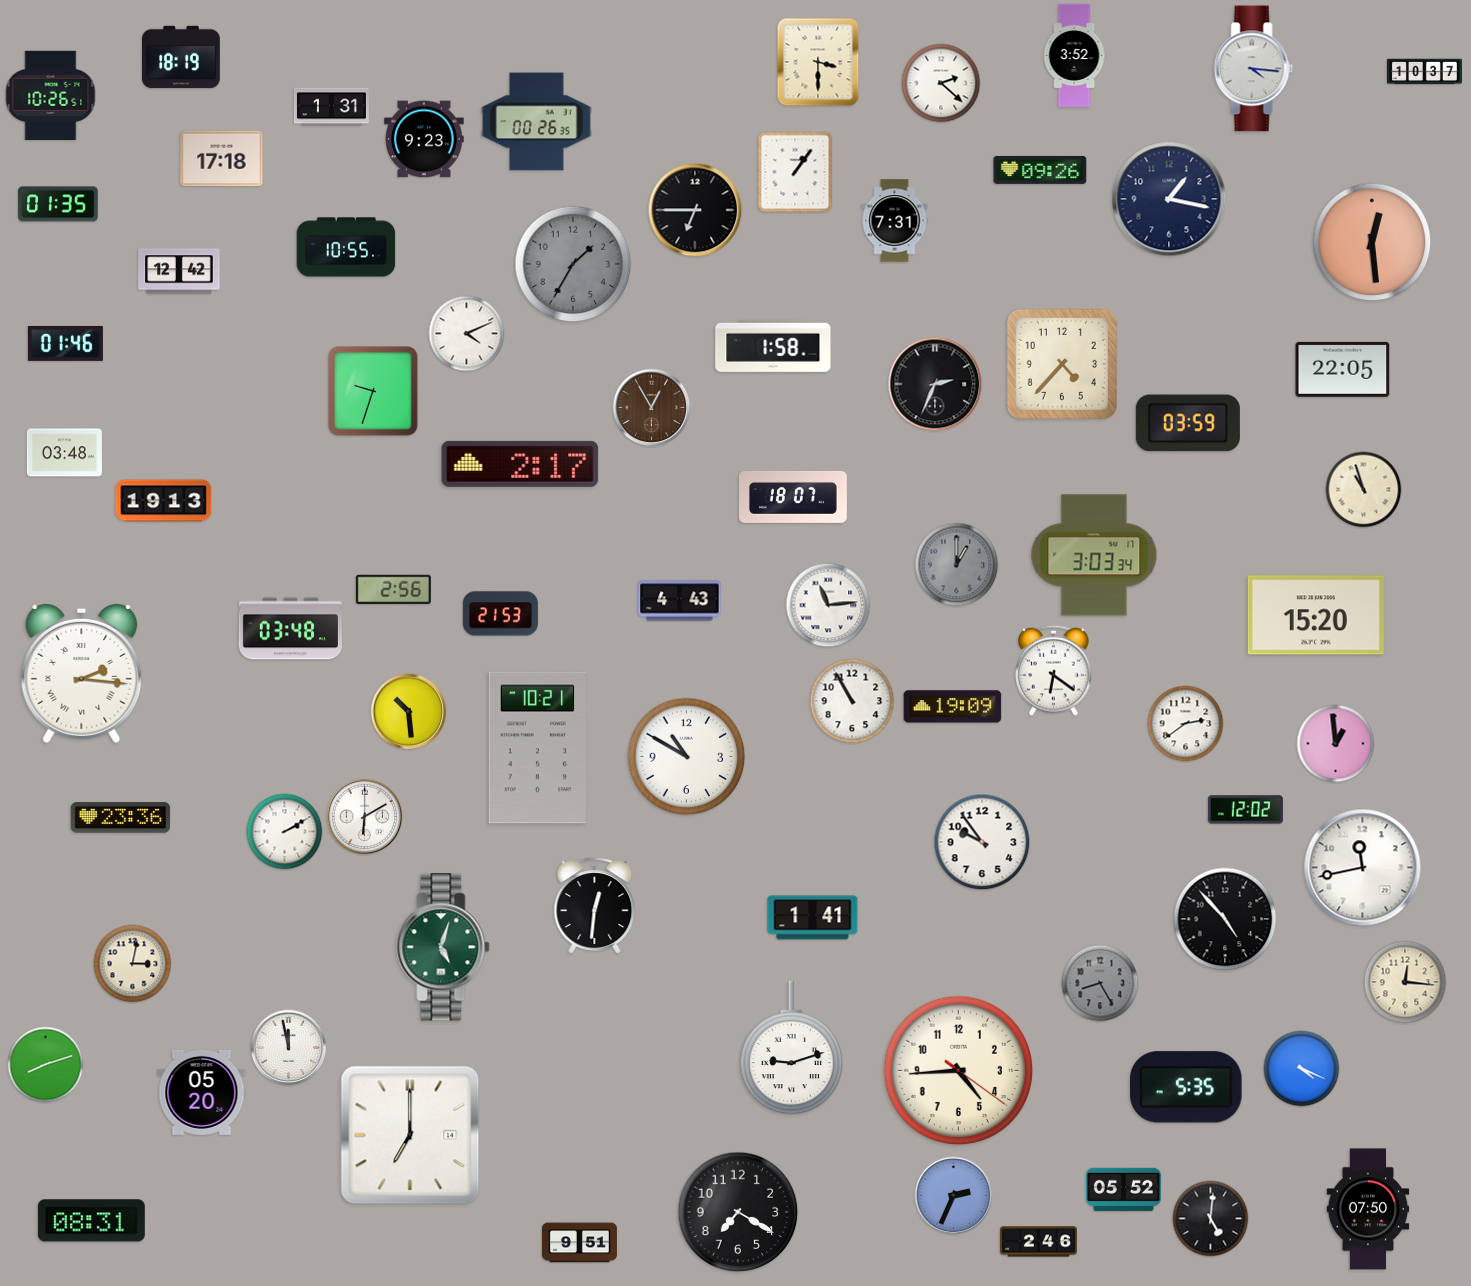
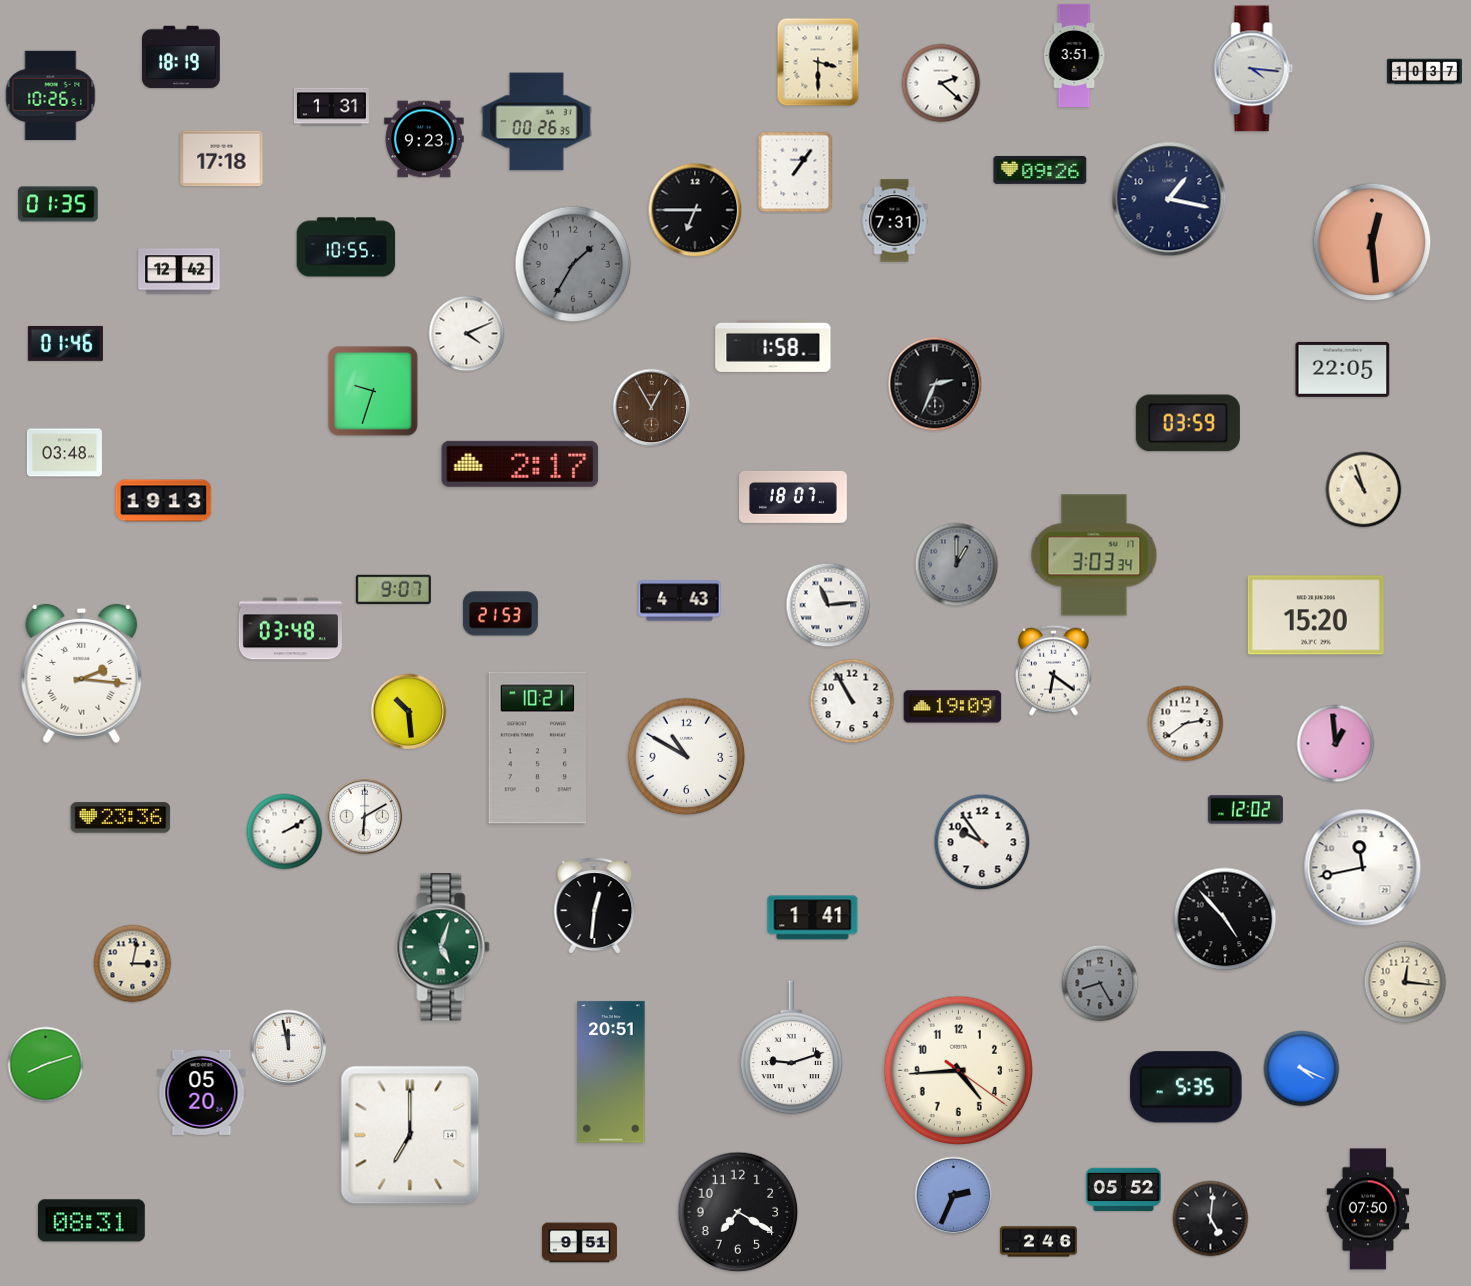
clock at (1074, 55): 3:52 -> 3:51
clock at (1062, 364): 4:37 -> none
clock at (393, 589): 2:56 -> 9:07
clock at (611, 1072): none -> 20:51
